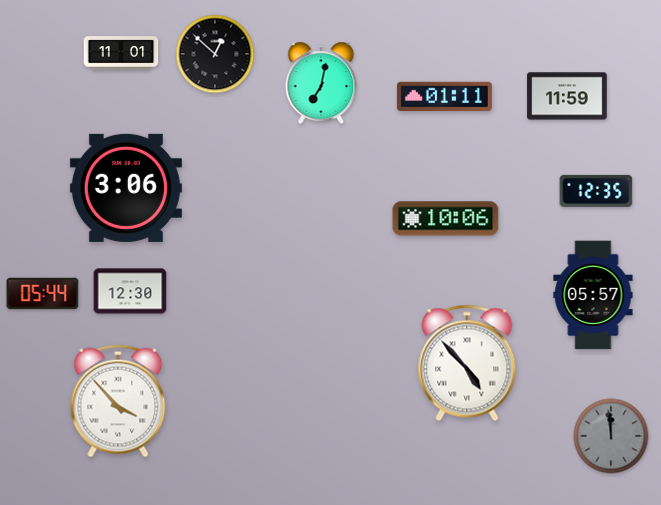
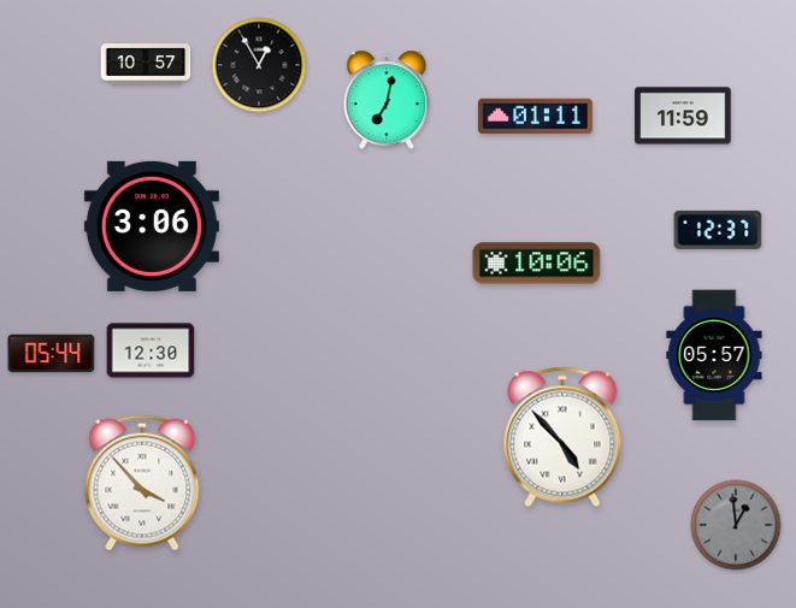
clock at (121, 53): 11:01 -> 10:57
clock at (215, 54): 12:52 -> 12:55
clock at (596, 191): 12:35 -> 12:37
clock at (130, 291) position: (130, 291) -> (151, 350)
clock at (611, 436): 11:59 -> 12:59
